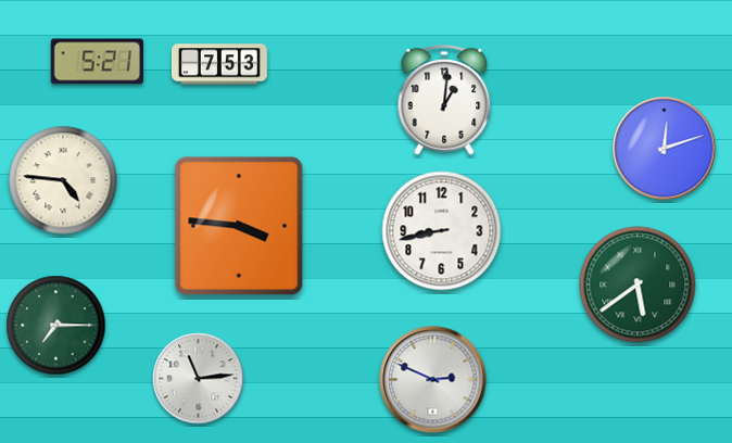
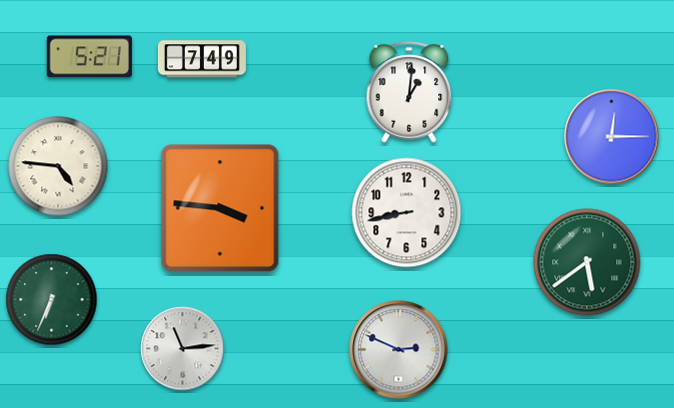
clock at (219, 64): 7:53 -> 7:49
clock at (665, 149): 12:12 -> 12:15
clock at (56, 326): 7:15 -> 6:34
